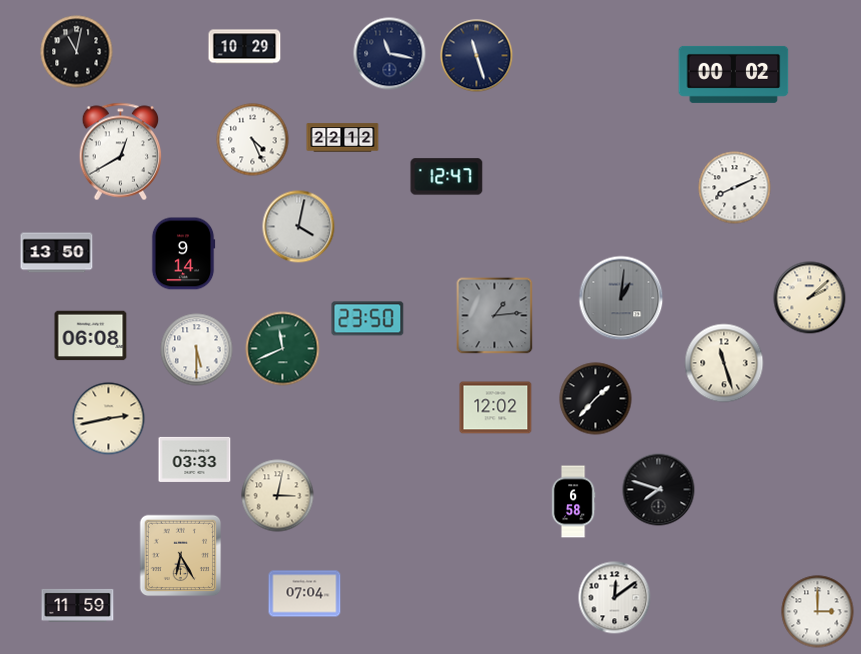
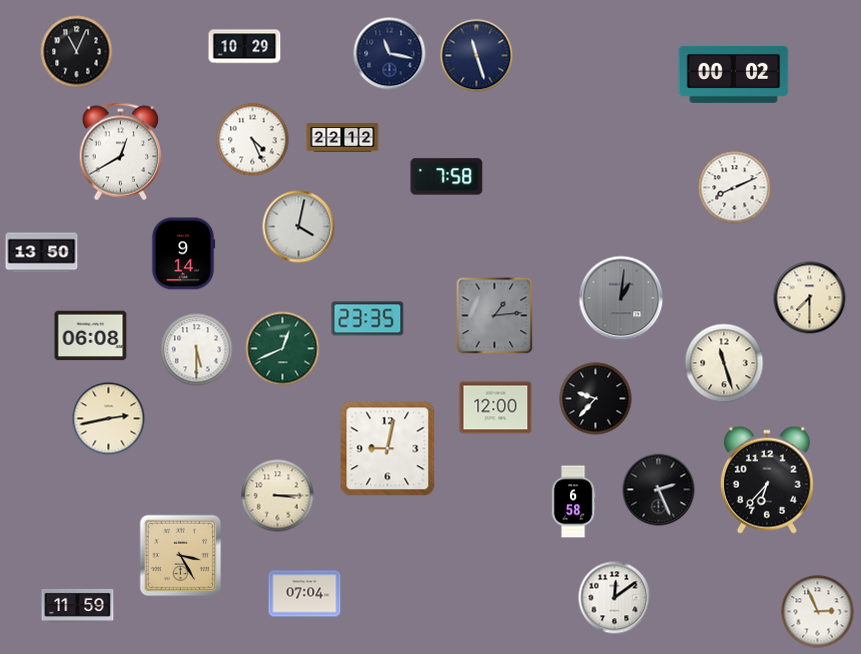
clock at (77, 52): 11:02 -> 11:04
clock at (447, 177): 12:47 -> 7:58
clock at (57, 253) position: (57, 253) -> (42, 253)
clock at (810, 298): 2:08 -> 7:30
clock at (368, 319): 23:50 -> 23:35
clock at (283, 349): 11:41 -> 12:41
clock at (596, 399): 1:37 -> 9:37
clock at (496, 408): 12:02 -> 12:00
clock at (388, 449): none -> 9:02
clock at (195, 459): 03:33 -> none
clock at (767, 480): none -> 6:37
clock at (659, 490): 7:48 -> 2:26
clock at (278, 496): 3:02 -> 3:15
clock at (181, 556): 6:25 -> 3:25
clock at (818, 612): 3:00 -> 2:56
